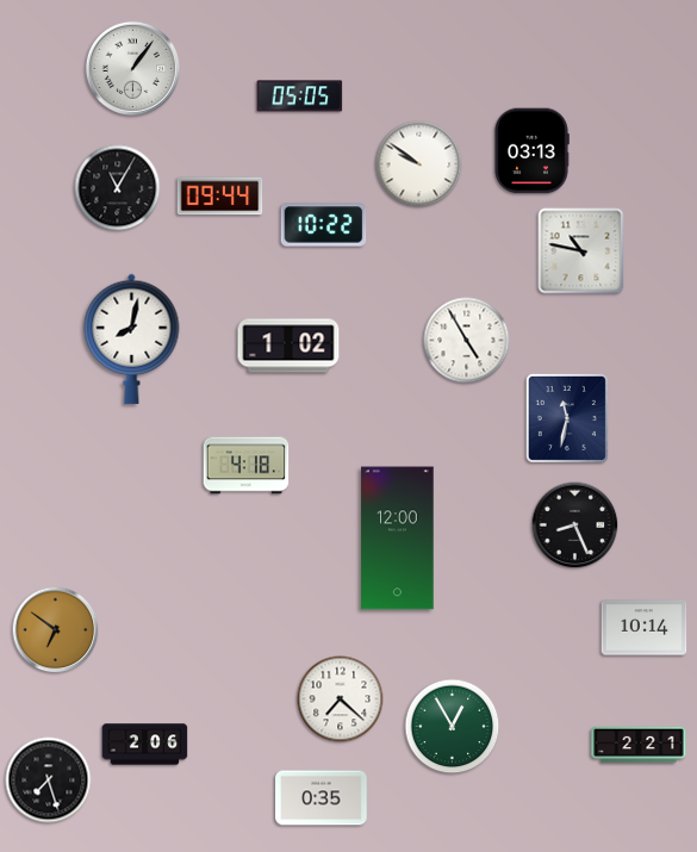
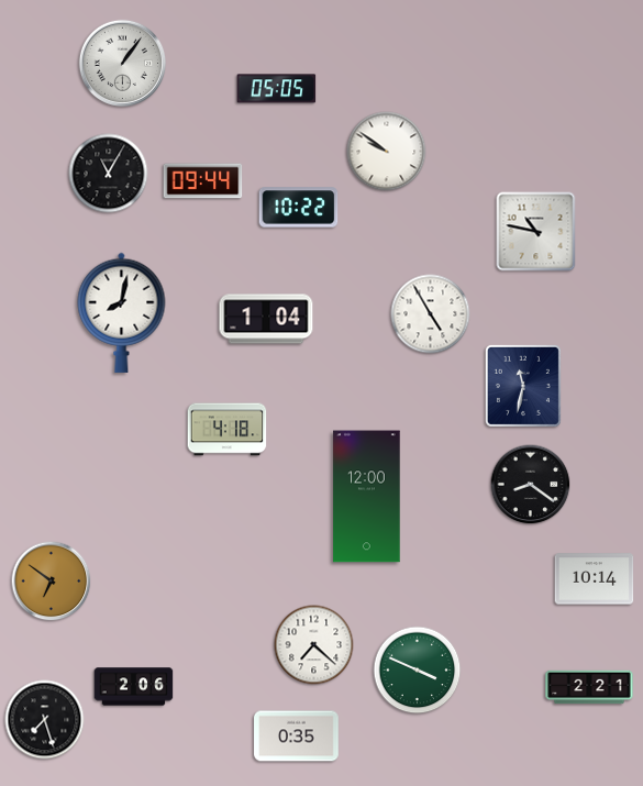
clock at (531, 151): 03:13 -> none
clock at (288, 346): 1:02 -> 1:04
clock at (575, 525): 8:26 -> 8:21
clock at (453, 727): 12:55 -> 3:49
